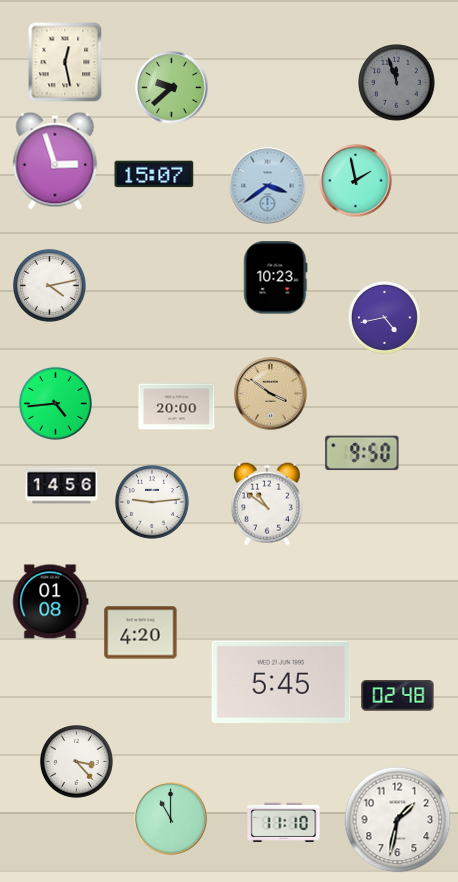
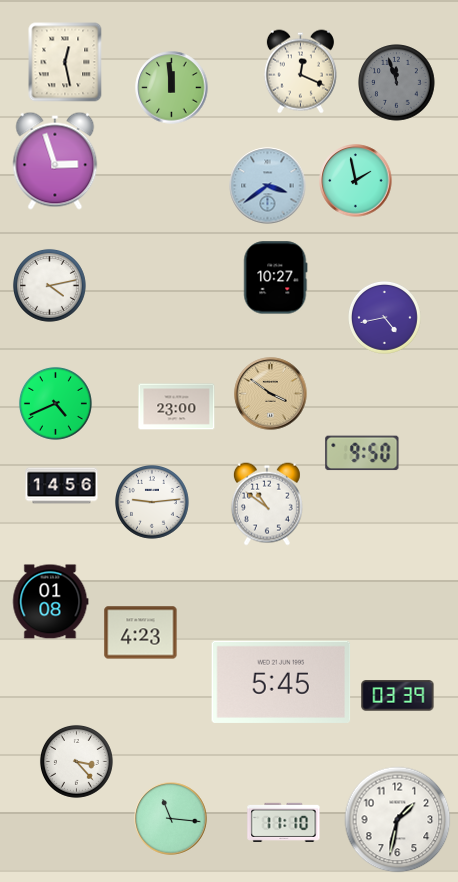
clock at (300, 72): none -> 12:19
clock at (172, 88): 9:38 -> 11:59
clock at (154, 174): 15:07 -> none
clock at (276, 278): 10:23 -> 10:27
clock at (55, 403): 4:44 -> 4:41
clock at (177, 407): 20:00 -> 23:00
clock at (141, 633): 4:20 -> 4:23
clock at (398, 696): 02:48 -> 03:39
clock at (171, 819): 11:00 -> 11:16
